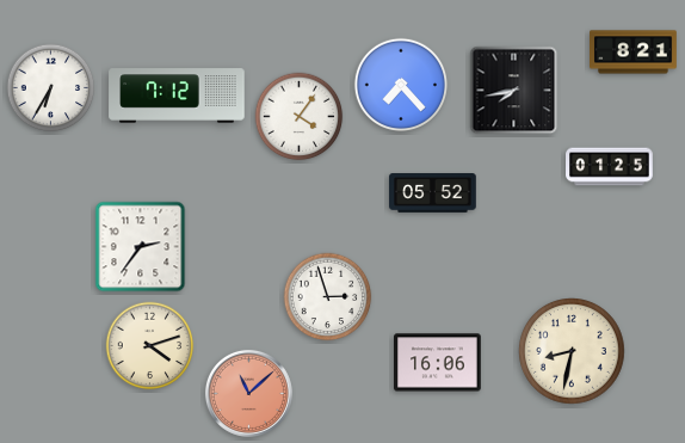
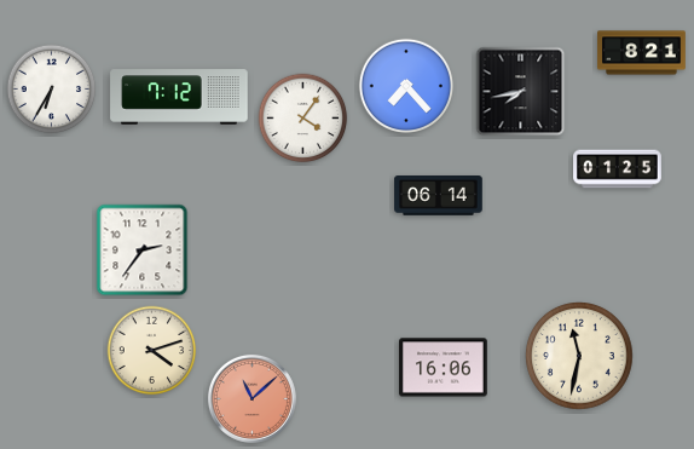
clock at (433, 193): 05:52 -> 06:14
clock at (328, 297): 2:57 -> none
clock at (572, 351): 8:32 -> 11:32
